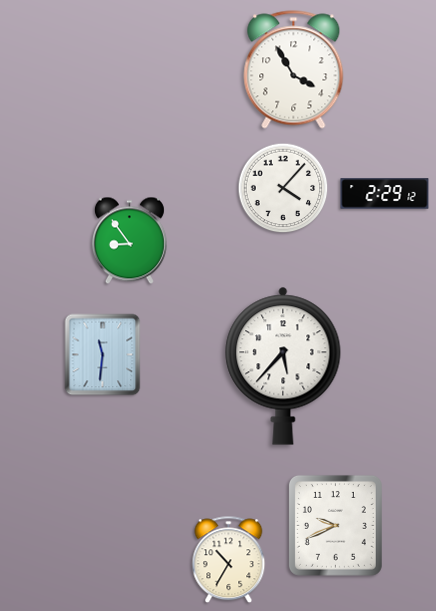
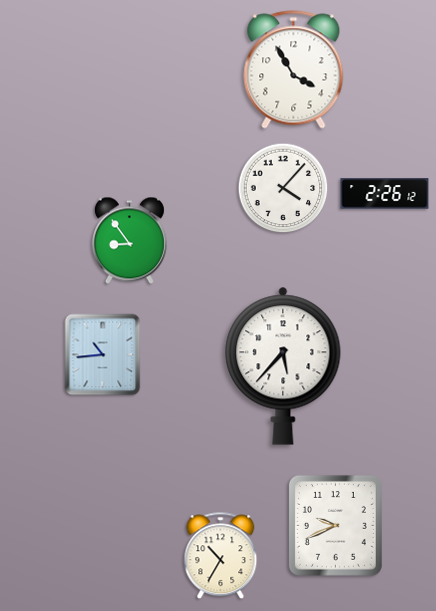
clock at (385, 194): 2:29 -> 2:26
clock at (103, 355): 11:31 -> 10:44
clock at (229, 560) position: (229, 560) -> (221, 556)
